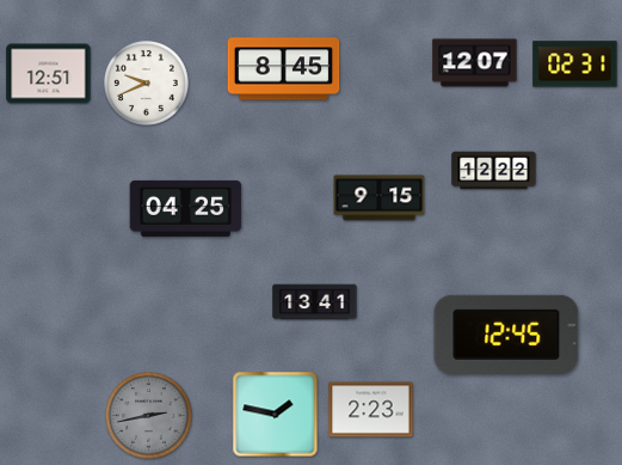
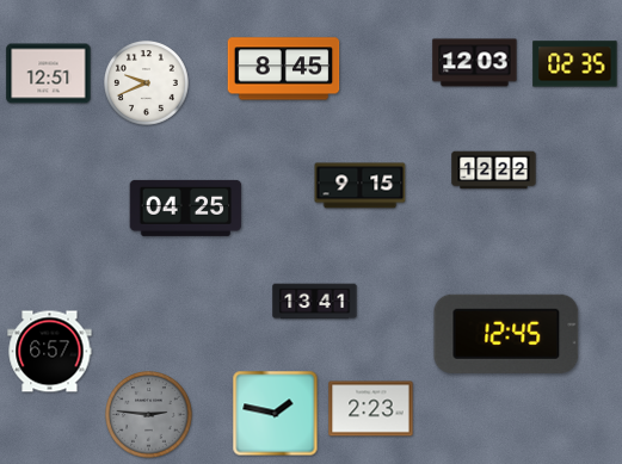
clock at (475, 63): 12:07 -> 12:03
clock at (575, 65): 02:31 -> 02:35
clock at (380, 198) position: (380, 198) -> (361, 186)
clock at (50, 352): none -> 6:57
clock at (149, 416): 2:43 -> 2:46
